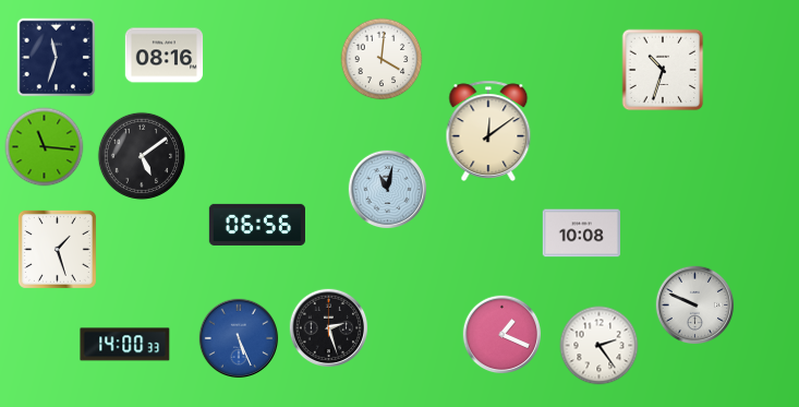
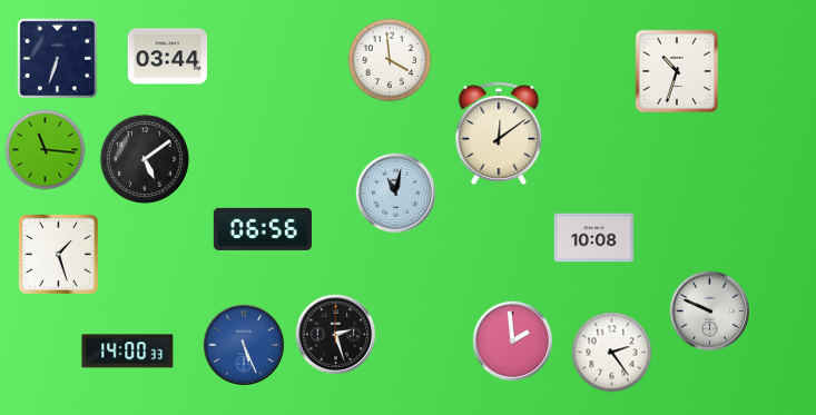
clock at (165, 56): 08:16 -> 03:44
clock at (57, 58): 11:33 -> 6:33
clock at (382, 59): 4:01 -> 3:59
clock at (503, 335): 1:19 -> 1:59
